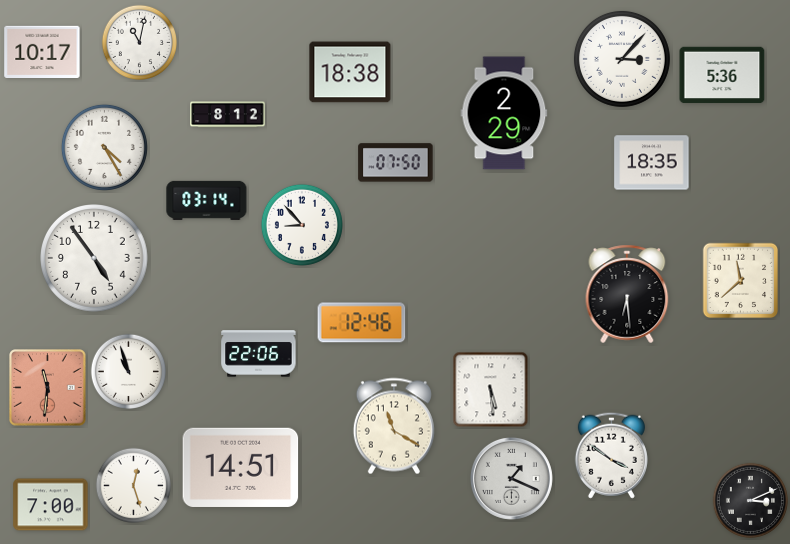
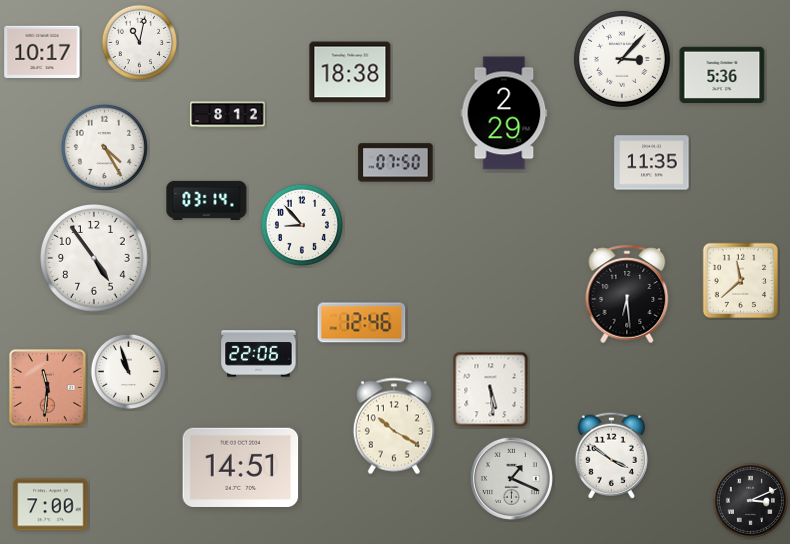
clock at (652, 163): 18:35 -> 11:35
clock at (394, 426): 11:20 -> 10:20
clock at (133, 485): 12:27 -> none
